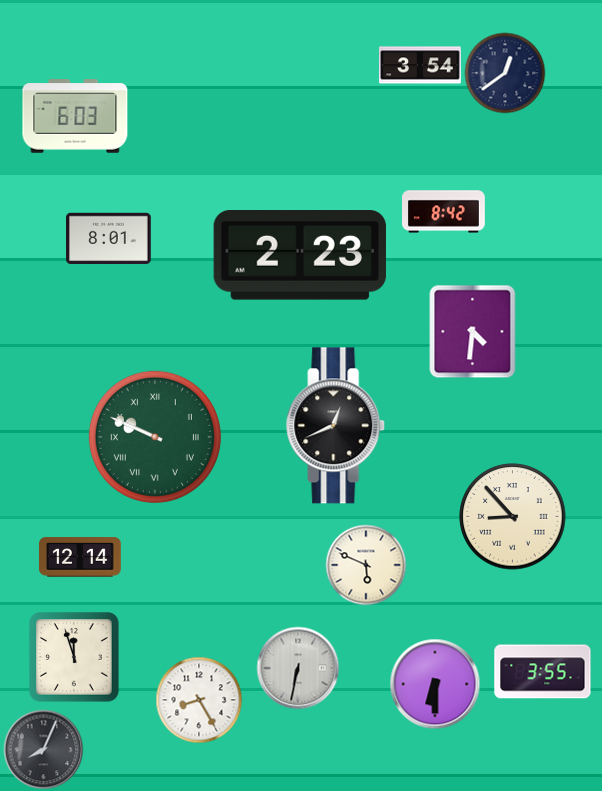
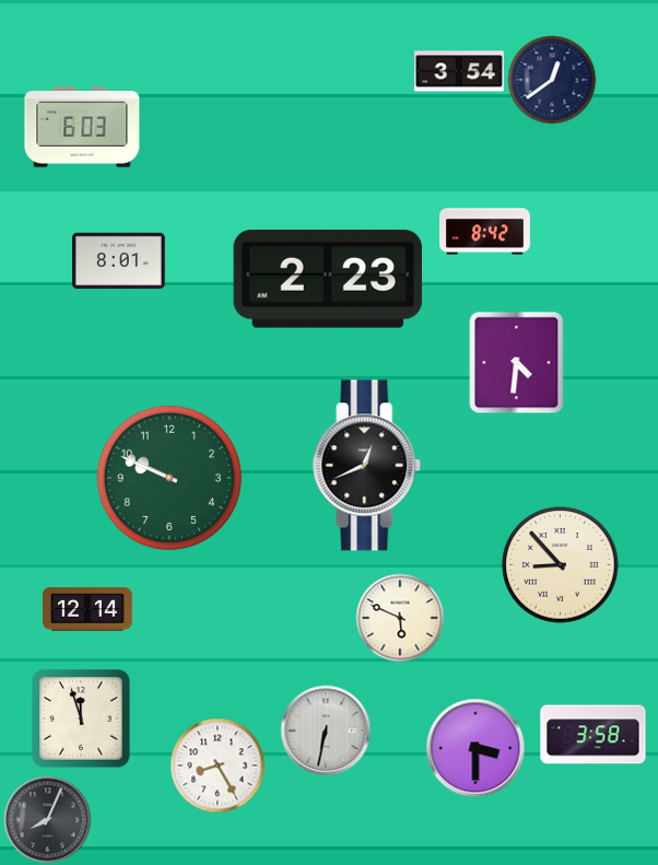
clock at (155, 437) numerals: Roman -> Arabic
clock at (543, 672): 3:55 -> 3:58
clock at (435, 684): 6:30 -> 3:30
